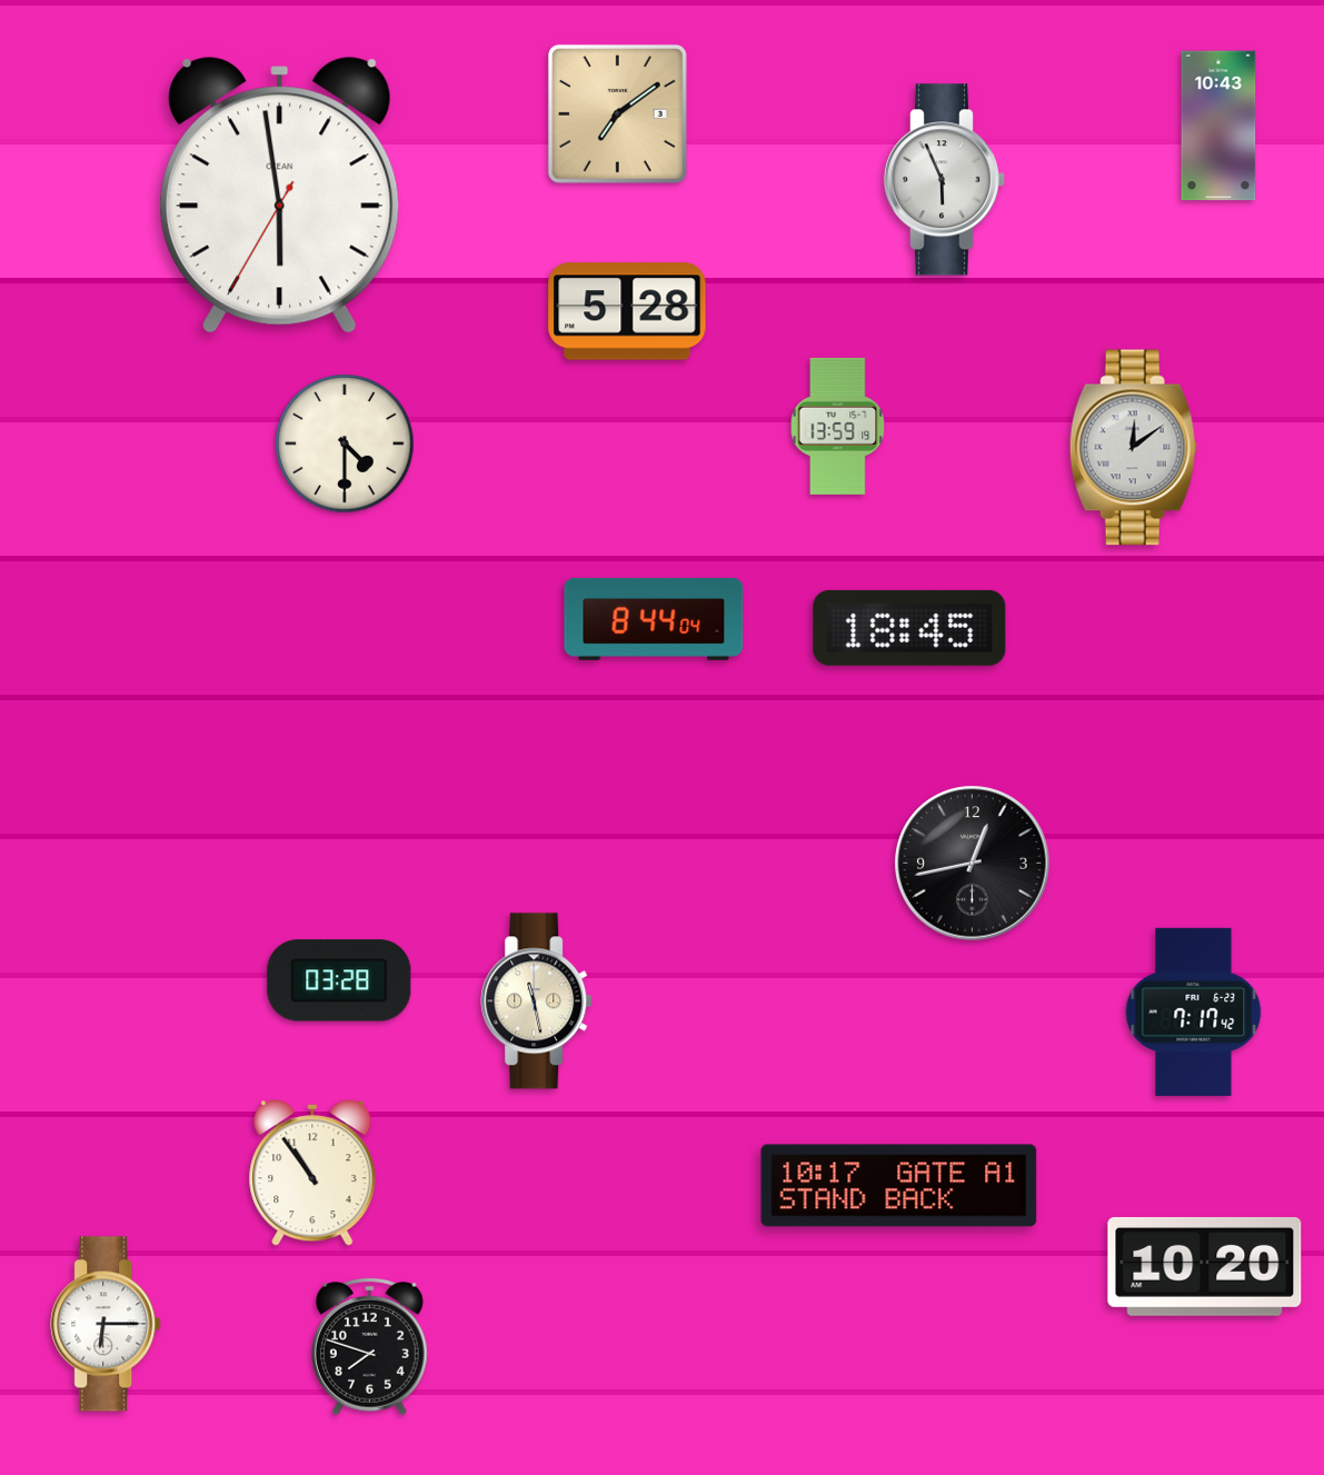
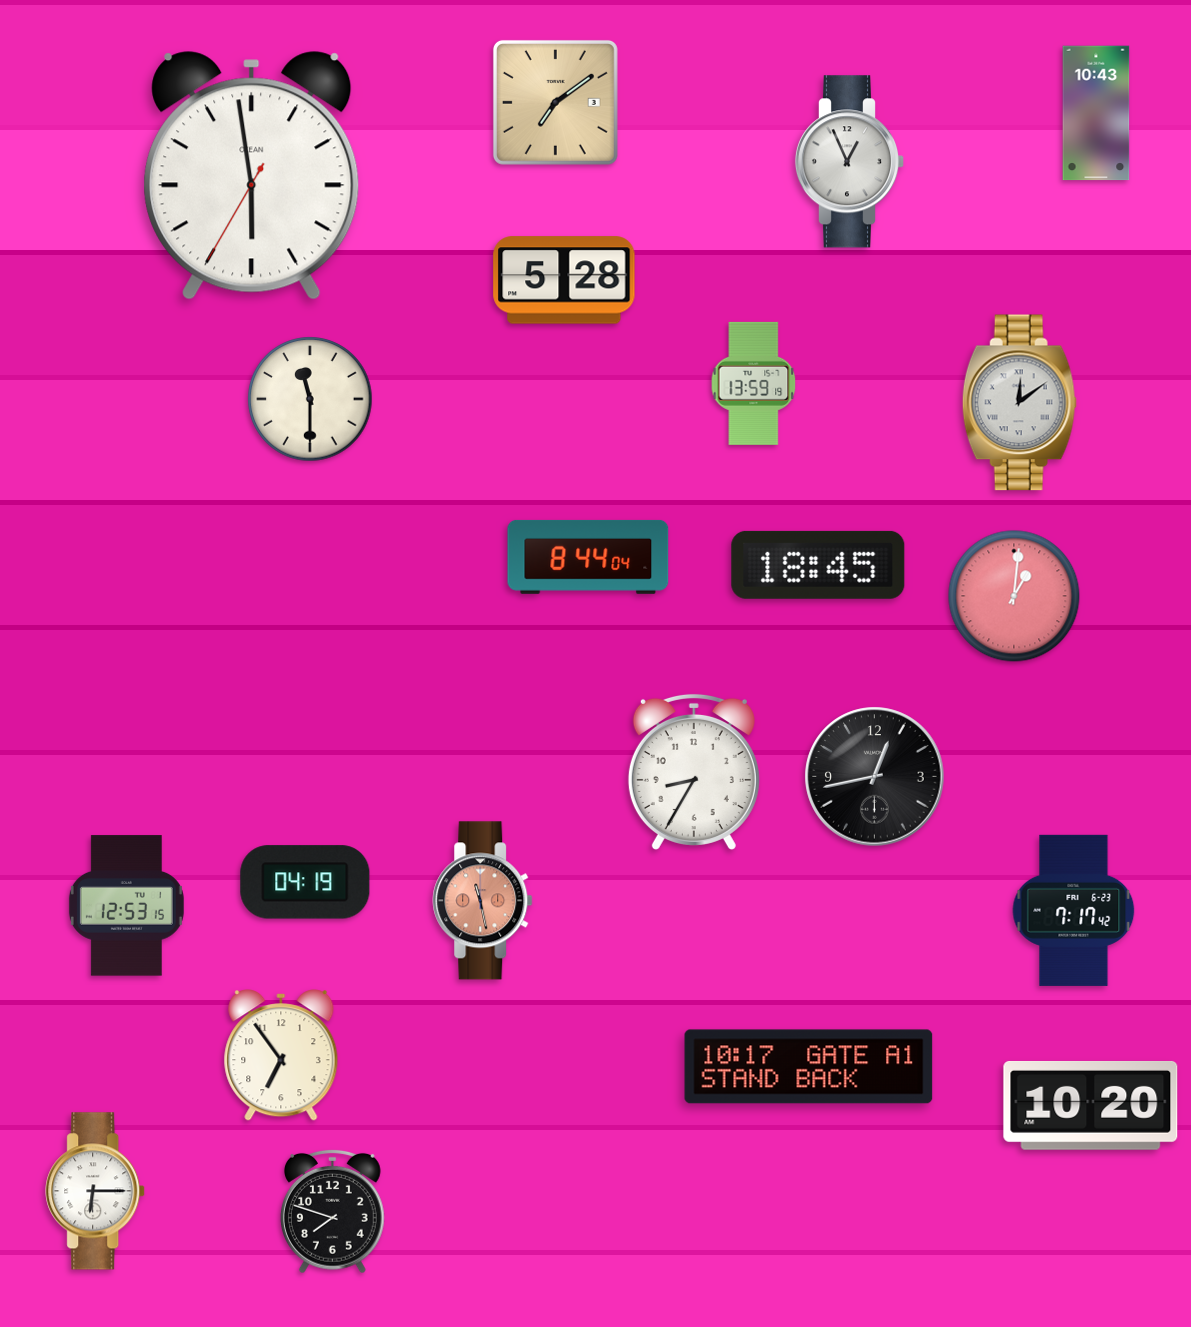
clock at (945, 180): 5:56 -> 12:56
clock at (345, 444): 4:30 -> 11:30
clock at (1014, 596): none -> 1:01
clock at (694, 772): none -> 8:35
clock at (339, 980): 03:28 -> 04:19
clock at (537, 1001) dial: cream -> salmon
clock at (126, 906): none -> 12:53
clock at (312, 1173): 10:54 -> 6:54
clock at (1205, 1266) position: (1205, 1266) -> (1091, 1105)
